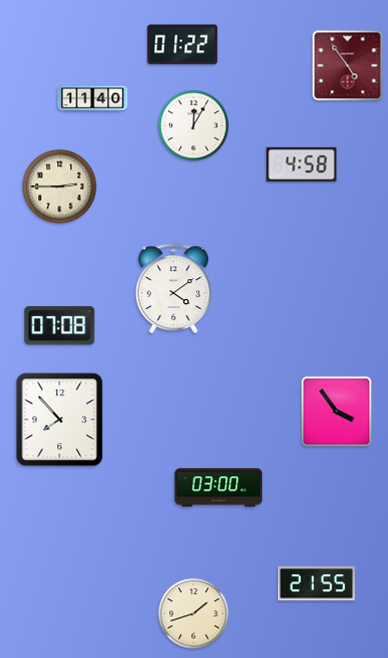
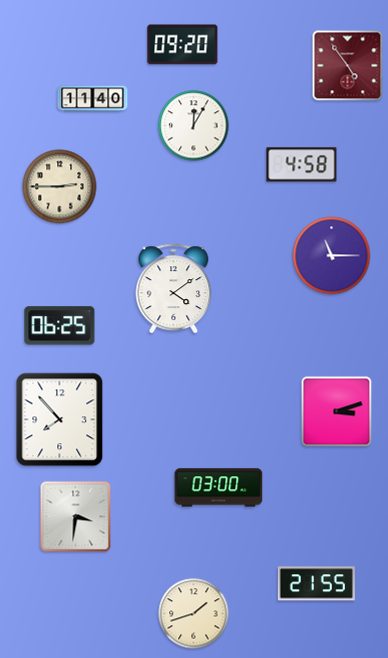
clock at (183, 45): 01:22 -> 09:20
clock at (332, 256): none -> 11:15
clock at (60, 326): 07:08 -> 06:25
clock at (337, 412): 3:54 -> 3:12
clock at (76, 517): none -> 3:31
